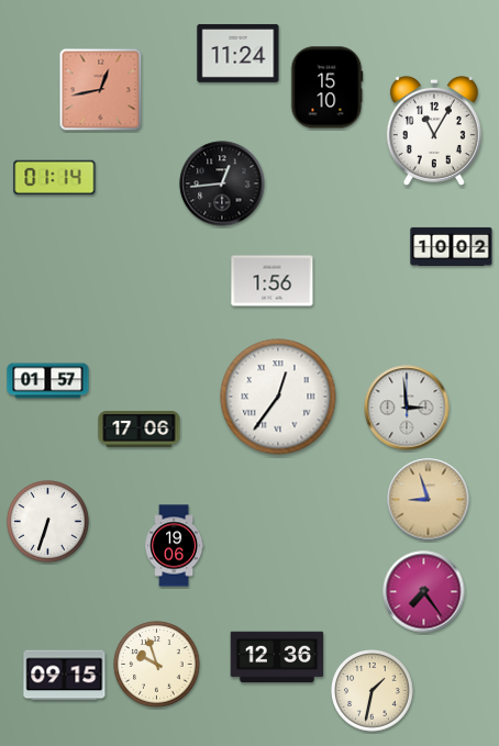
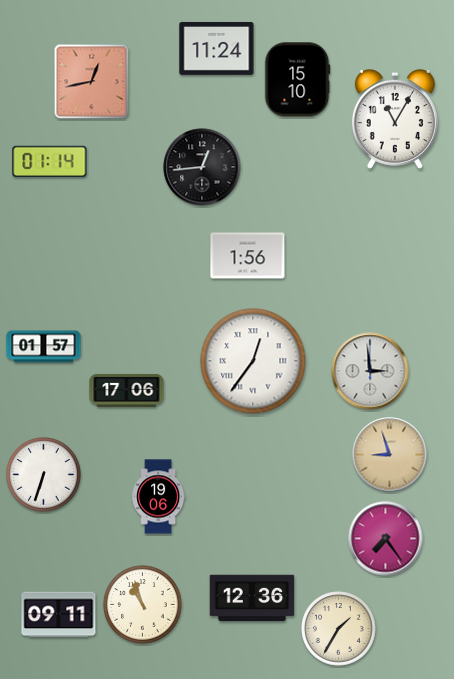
clock at (452, 246): 10:02 -> none
clock at (157, 665): 9:57 -> 10:57
clock at (65, 676): 09:15 -> 09:11
clock at (373, 691): 1:32 -> 1:35
